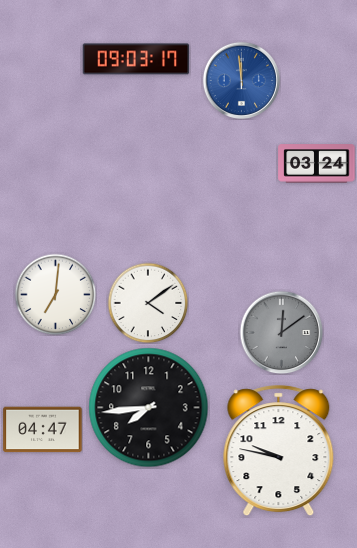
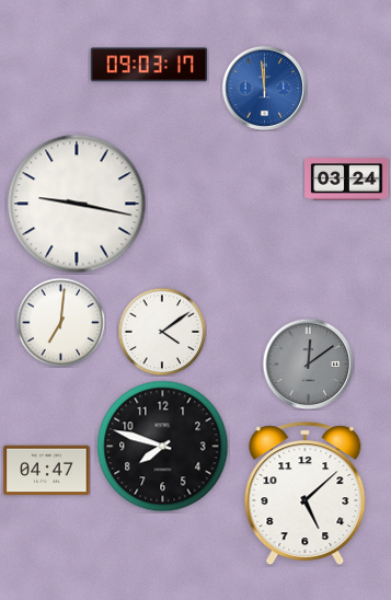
clock at (77, 204): none -> 9:17
clock at (149, 408): 7:44 -> 7:48
clock at (279, 451): 9:47 -> 5:08
